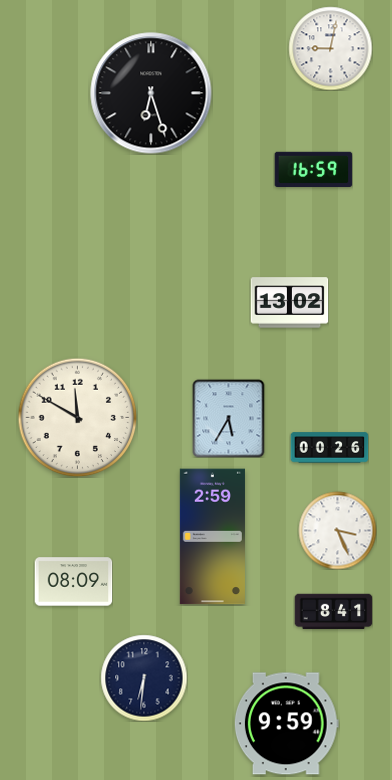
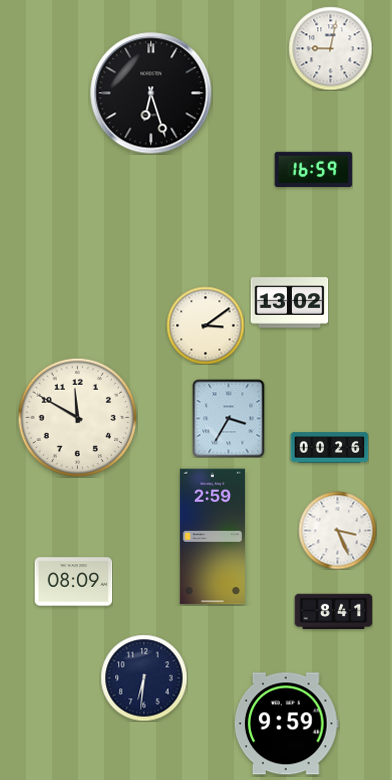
clock at (205, 325): none -> 3:09
clock at (229, 418): 5:35 -> 3:35
